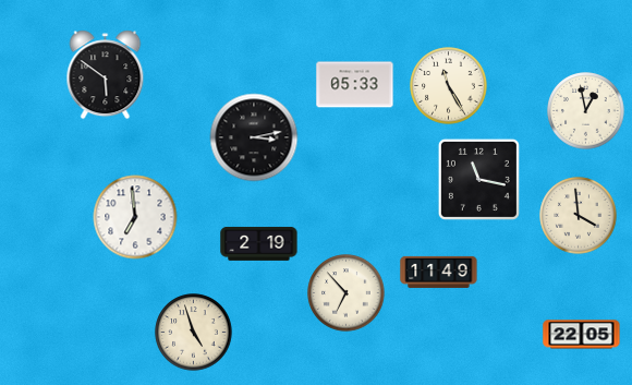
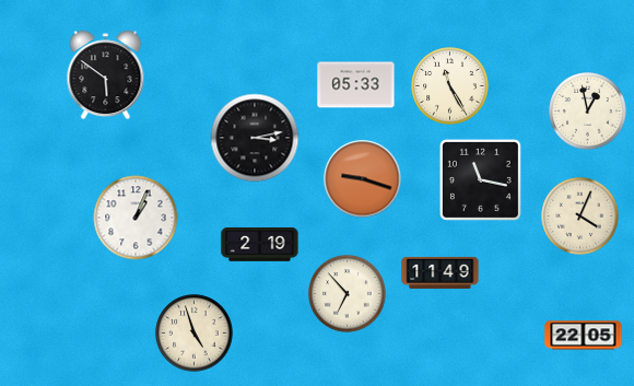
clock at (363, 179): none -> 9:18
clock at (579, 216): 3:59 -> 4:04
clock at (135, 217): 6:59 -> 1:04
